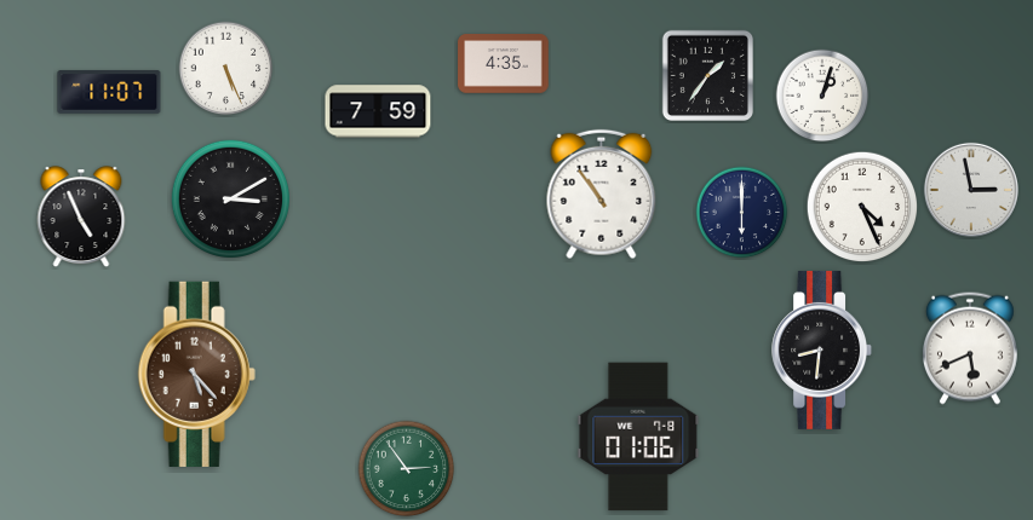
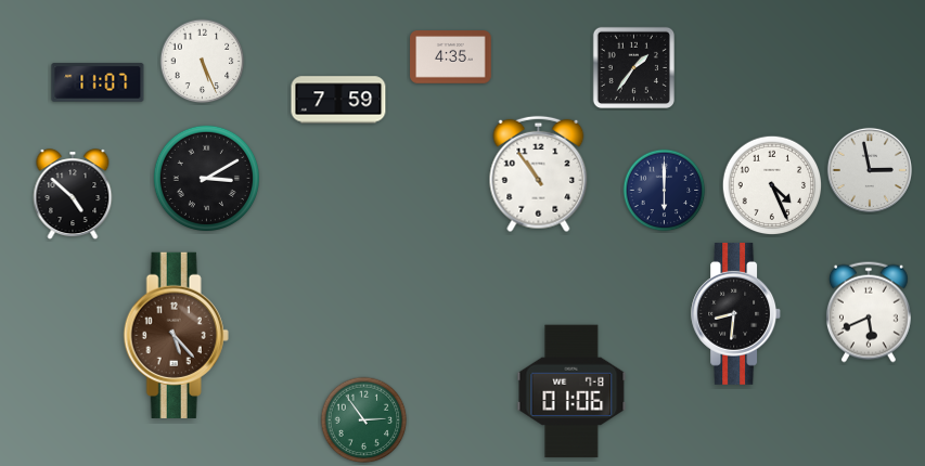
clock at (822, 96): 1:03 -> none
clock at (81, 218): 4:56 -> 4:52
